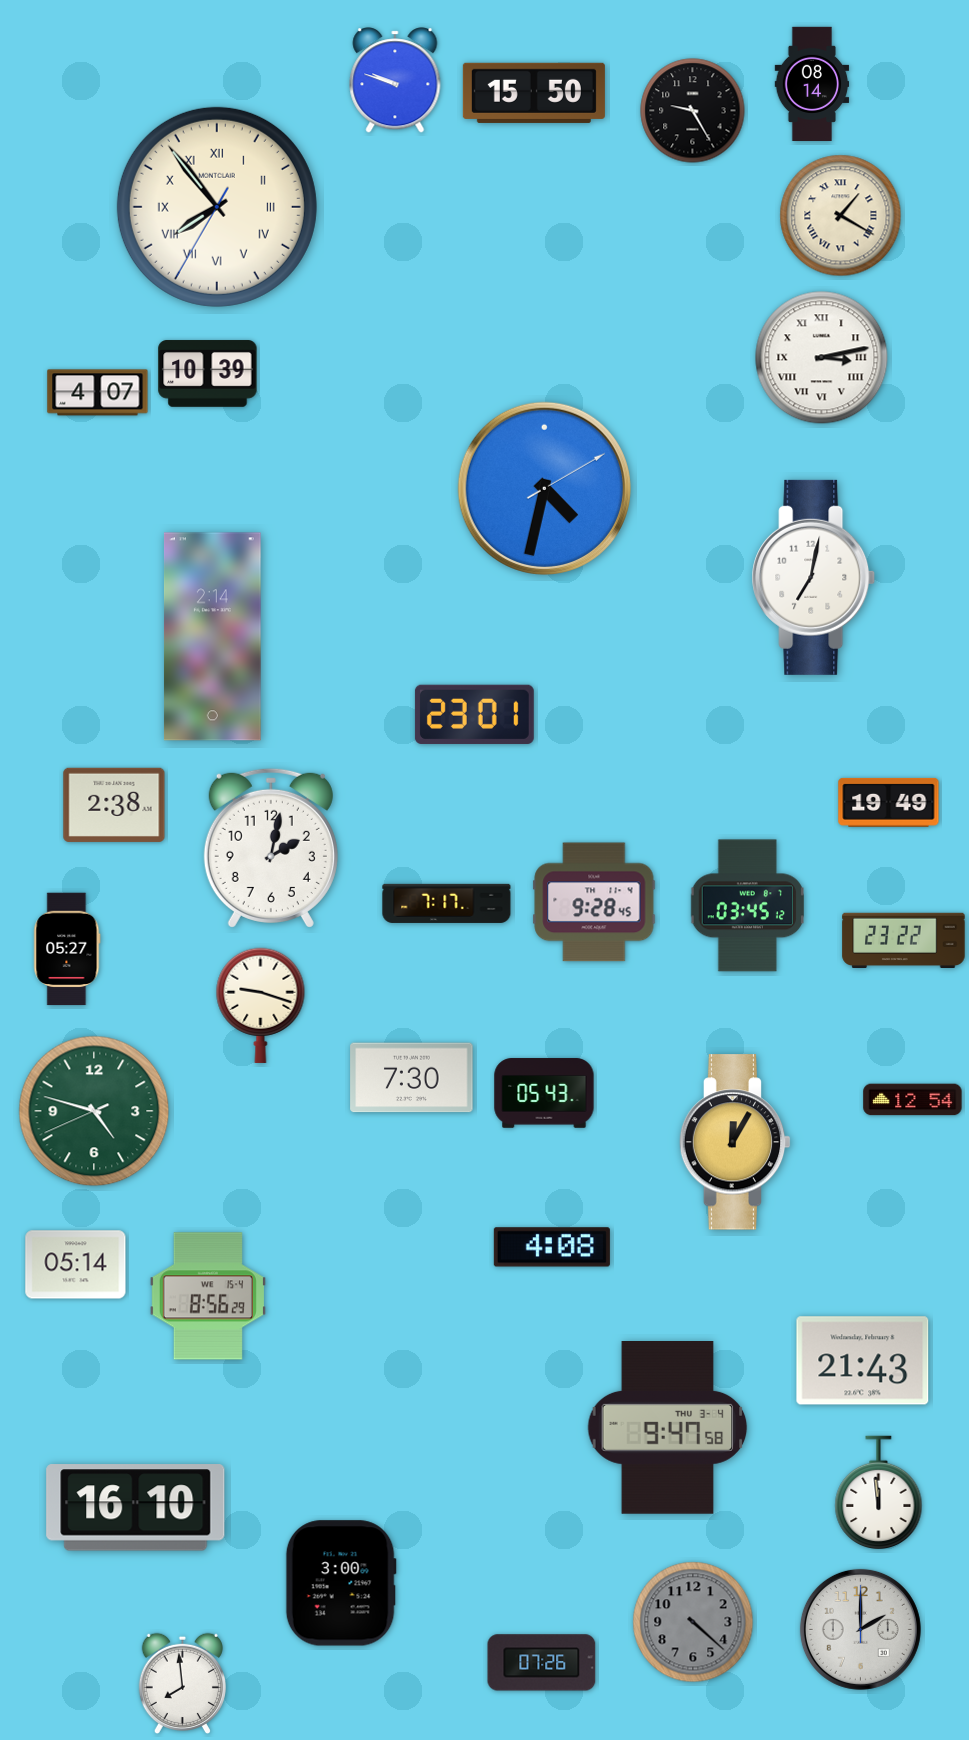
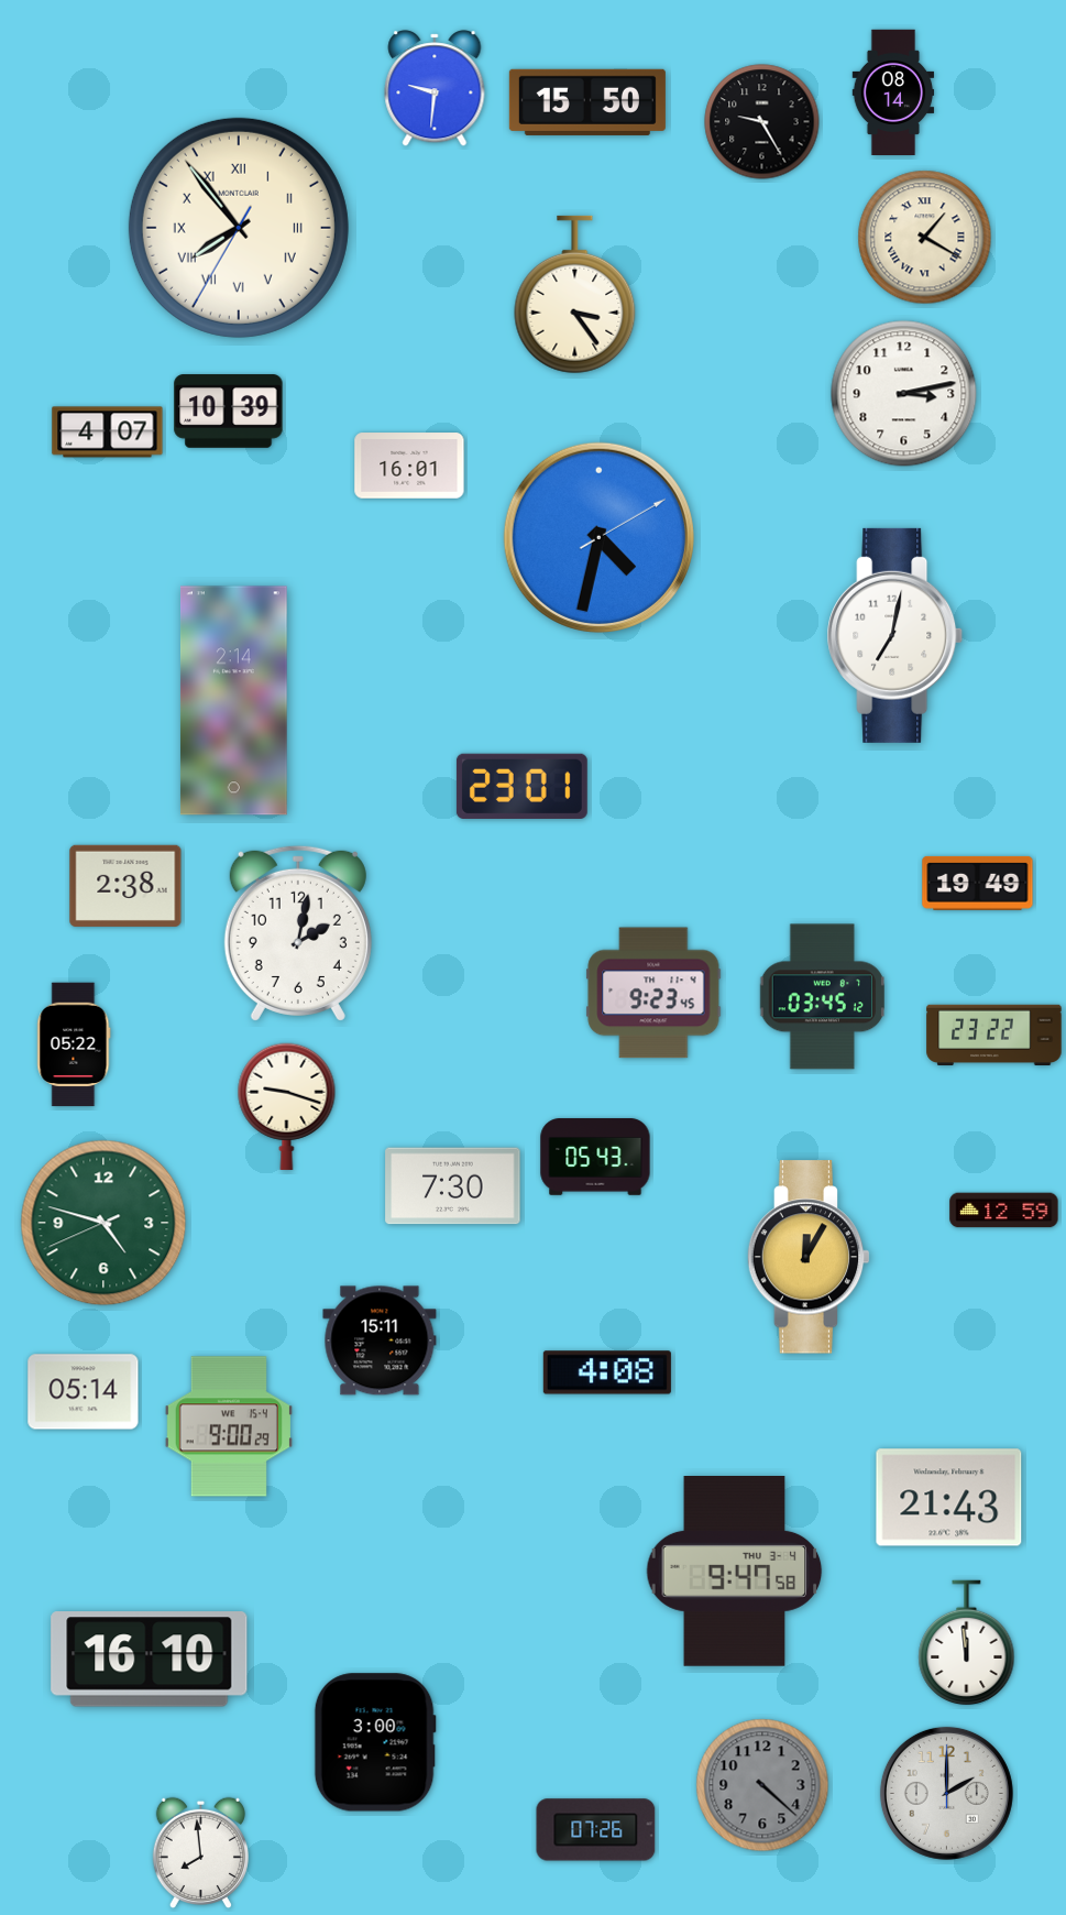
clock at (395, 80): 9:48 -> 9:31
clock at (575, 295): none -> 3:24
clock at (822, 358) numerals: Roman -> Arabic
clock at (409, 466): none -> 16:01
clock at (594, 902): 9:28 -> 9:23
clock at (447, 903): 7:17 -> none
clock at (67, 949): 05:27 -> 05:22
clock at (544, 1093) position: (544, 1093) -> (595, 1157)
clock at (913, 1100): 12:54 -> 12:59
clock at (380, 1340): none -> 15:11
clock at (208, 1296): 8:56 -> 9:00
